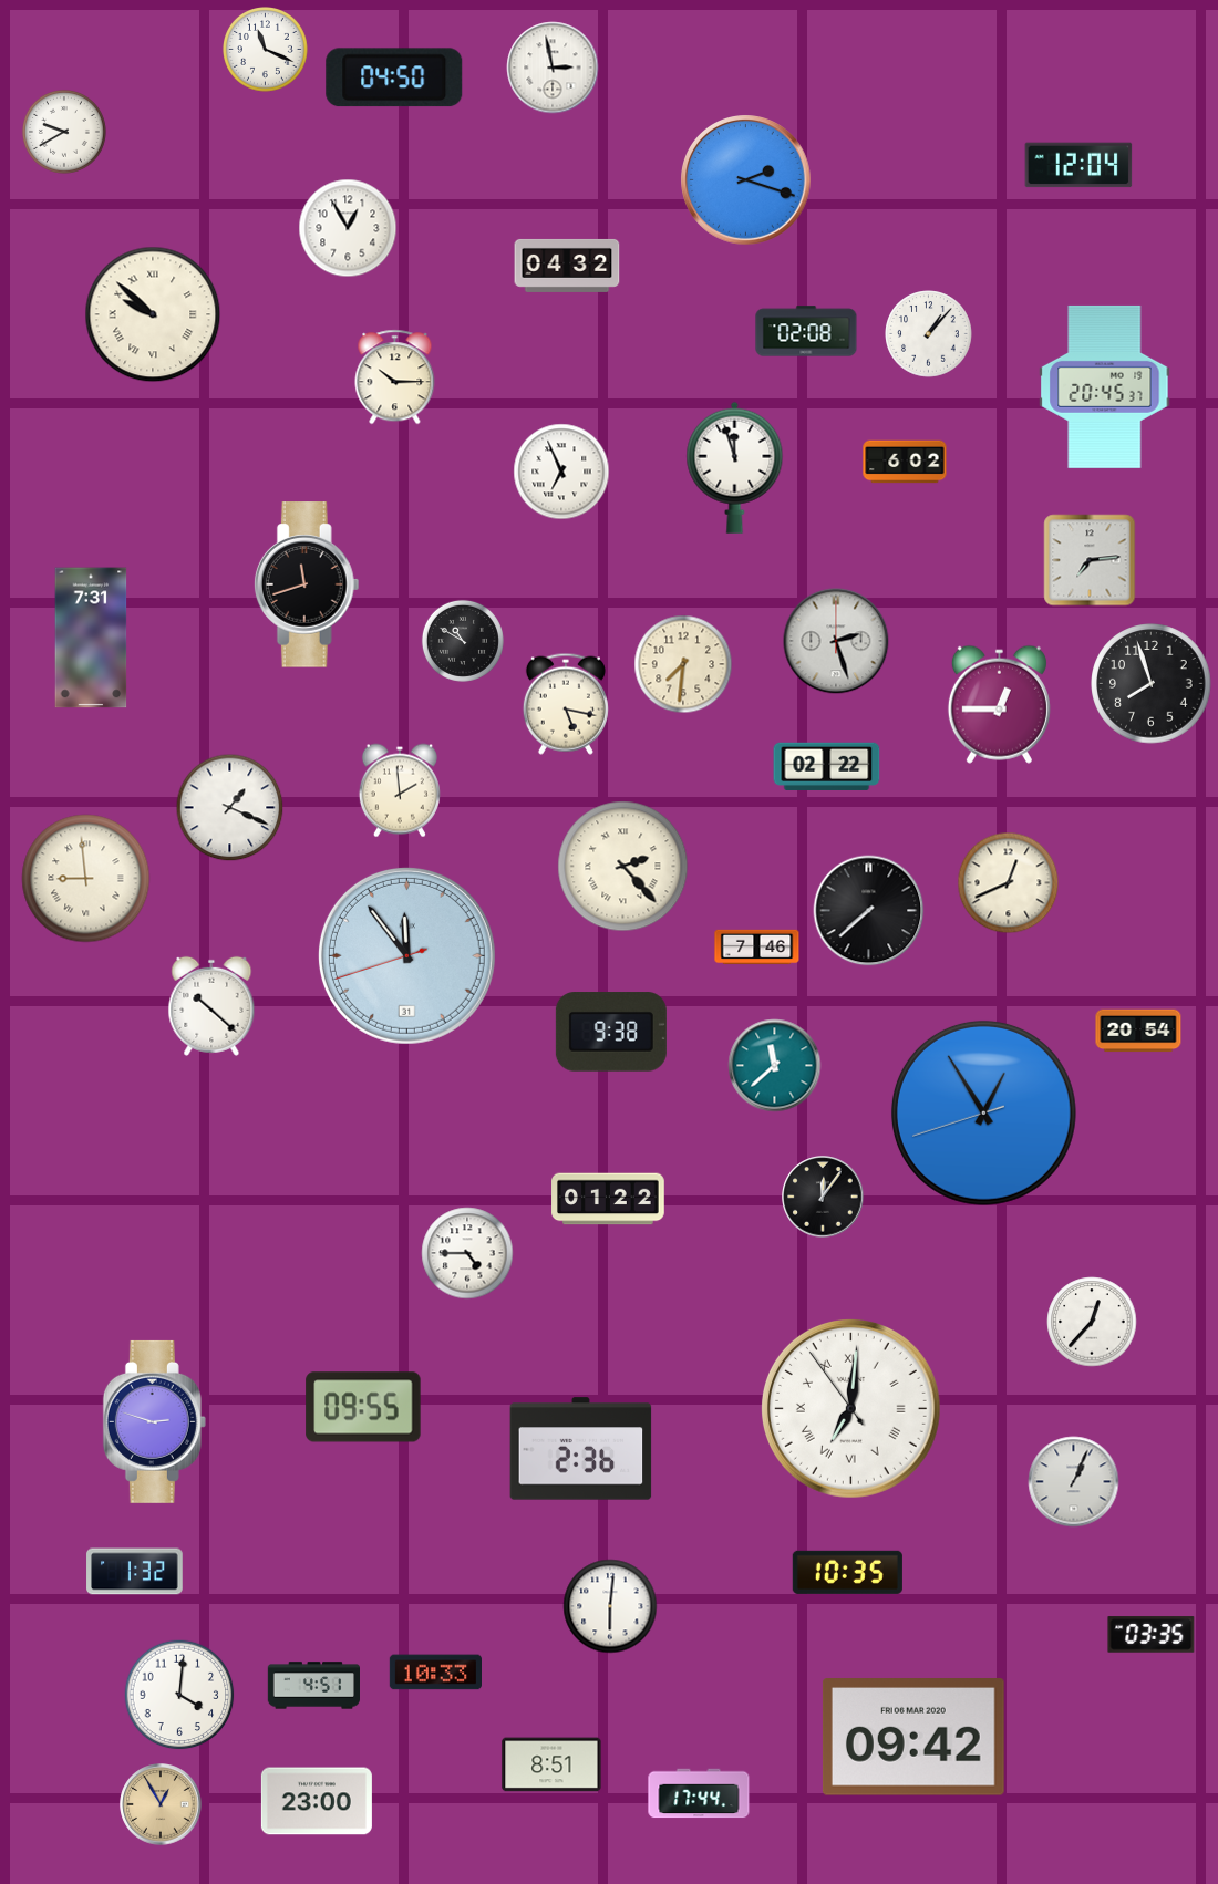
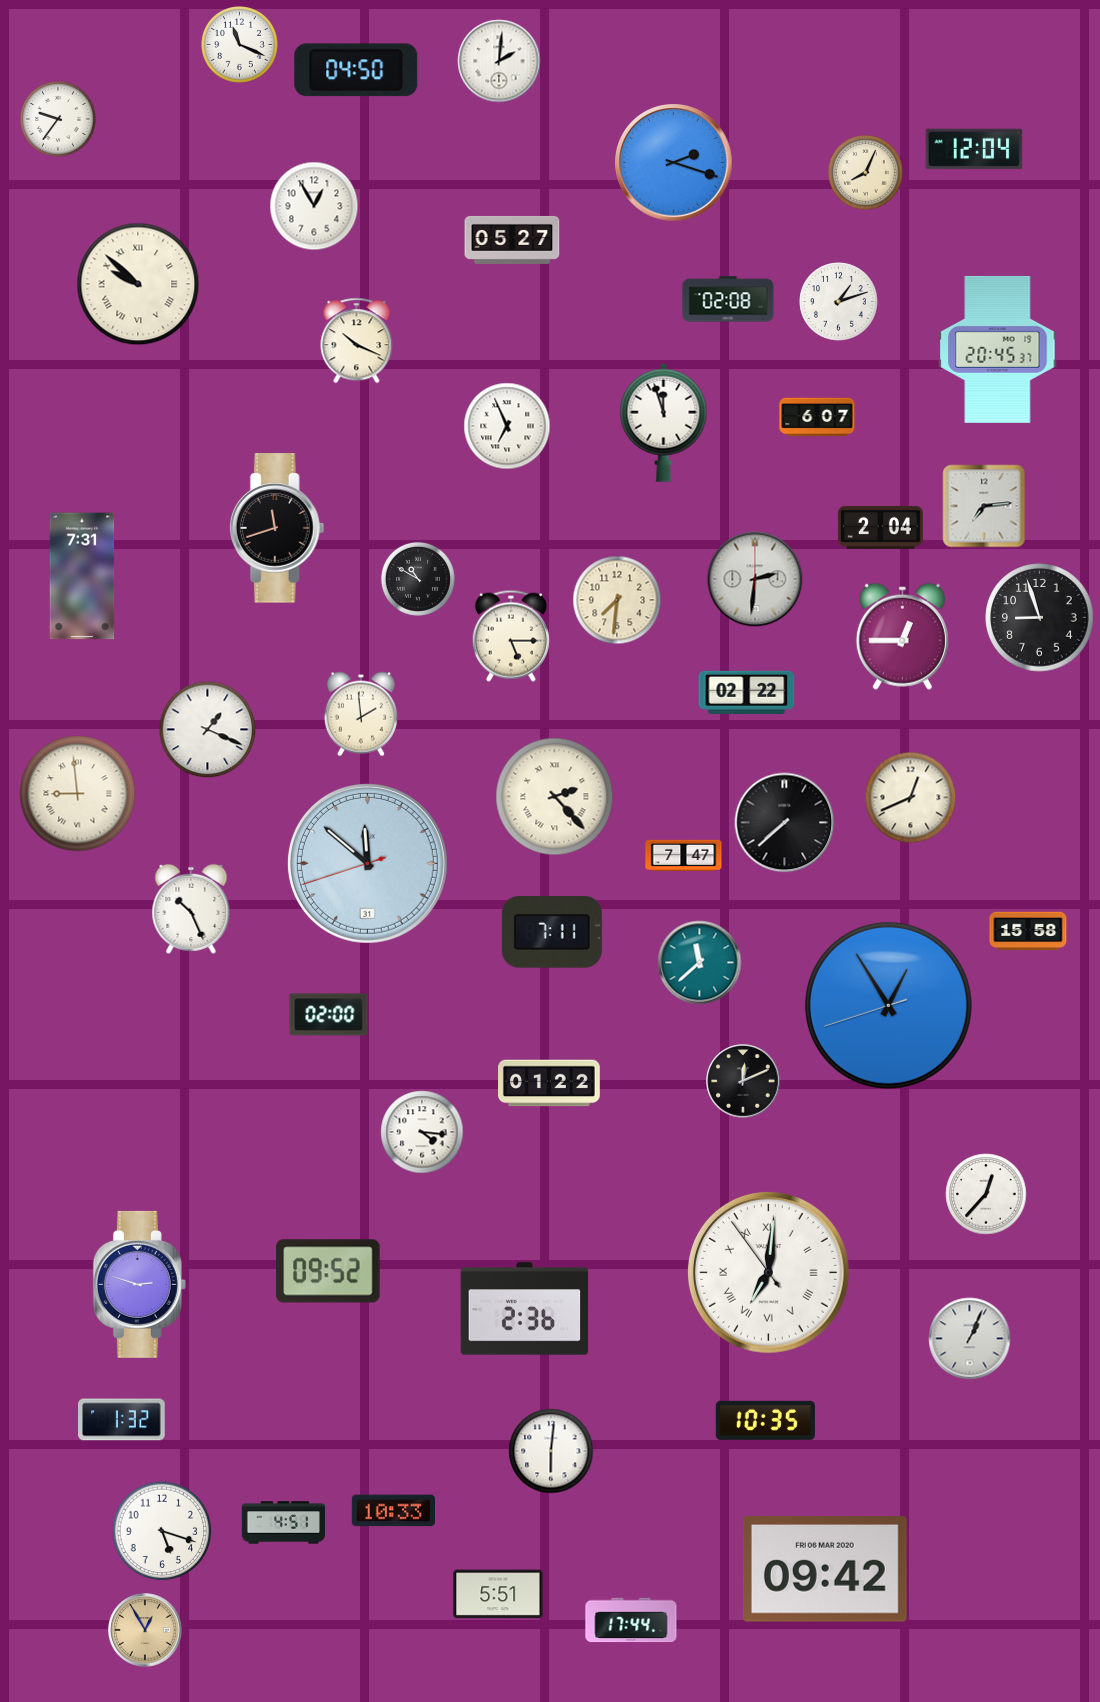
clock at (553, 68): 2:58 -> 2:01
clock at (64, 132): 9:40 -> 9:36
clock at (865, 172): none -> 8:04
clock at (567, 266): 04:32 -> 05:27
clock at (929, 334): 1:07 -> 1:12
clock at (395, 377): 10:15 -> 10:19
clock at (905, 462): 6:02 -> 6:07
clock at (880, 527): none -> 2:04
clock at (836, 641): 2:27 -> 2:31
clock at (1152, 684): 7:57 -> 8:57
clock at (566, 704): 5:17 -> 5:15
clock at (623, 867) position: (623, 867) -> (555, 797)
clock at (757, 948): 7:46 -> 7:47
clock at (406, 955): 11:53 -> 11:51
clock at (211, 1006): 10:22 -> 10:26
clock at (1138, 1031): 20:54 -> 15:58
clock at (611, 1032): 9:38 -> 7:11
clock at (329, 1015): none -> 02:00
clock at (823, 1197): 12:06 -> 12:11
clock at (467, 1253): 4:45 -> 4:16
clock at (363, 1407): 09:55 -> 09:52
clock at (1152, 1635): 03:35 -> none
clock at (179, 1695): 4:01 -> 5:18
clock at (551, 1764): 8:51 -> 5:51
clock at (317, 1801): 23:00 -> none
